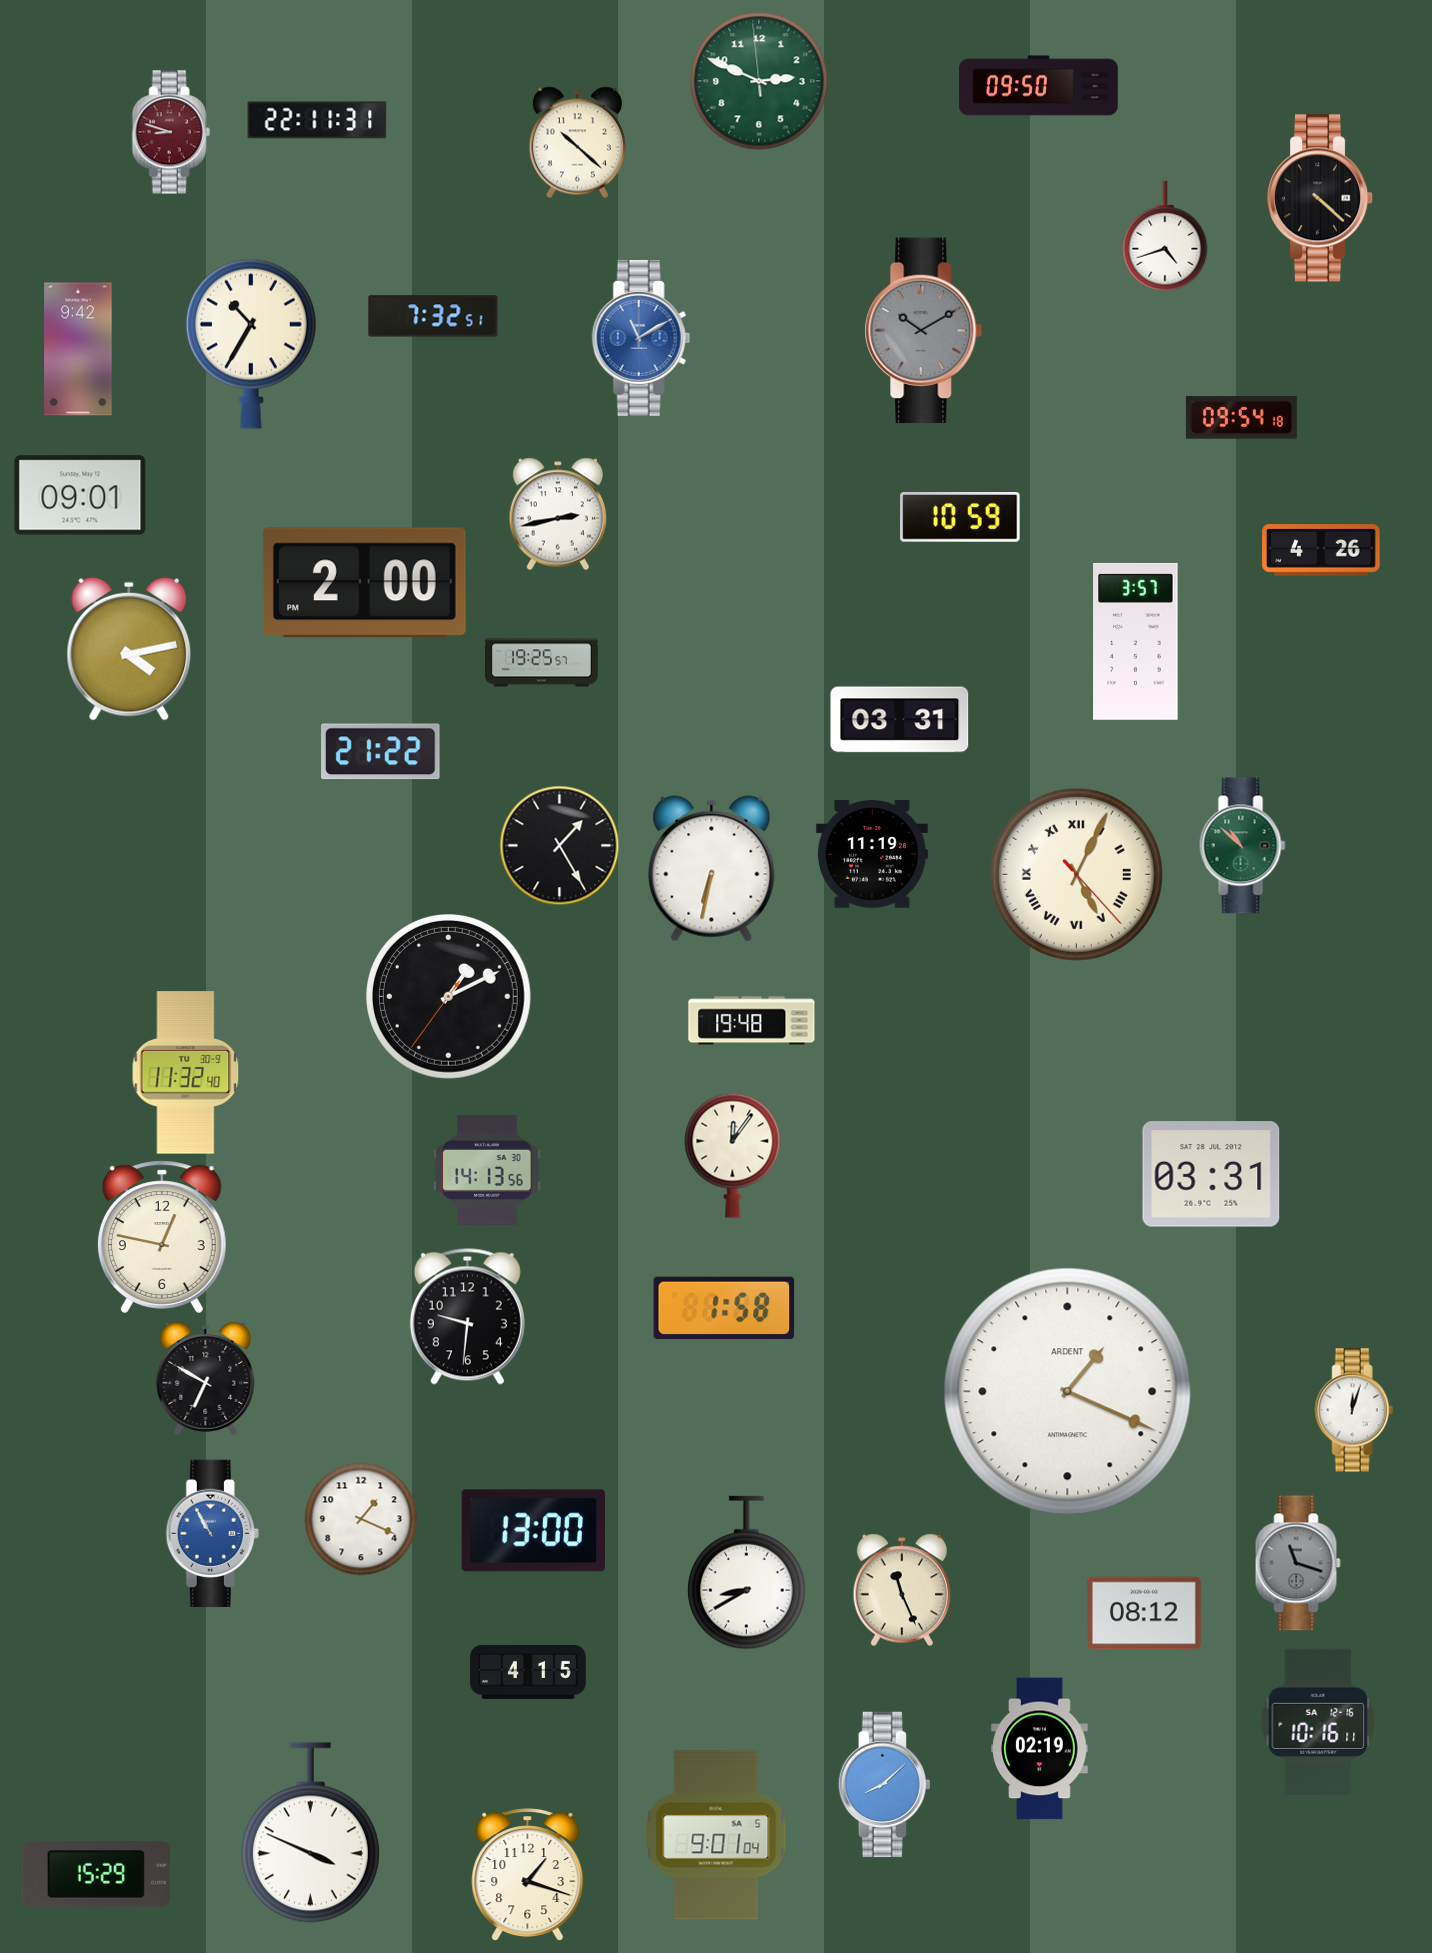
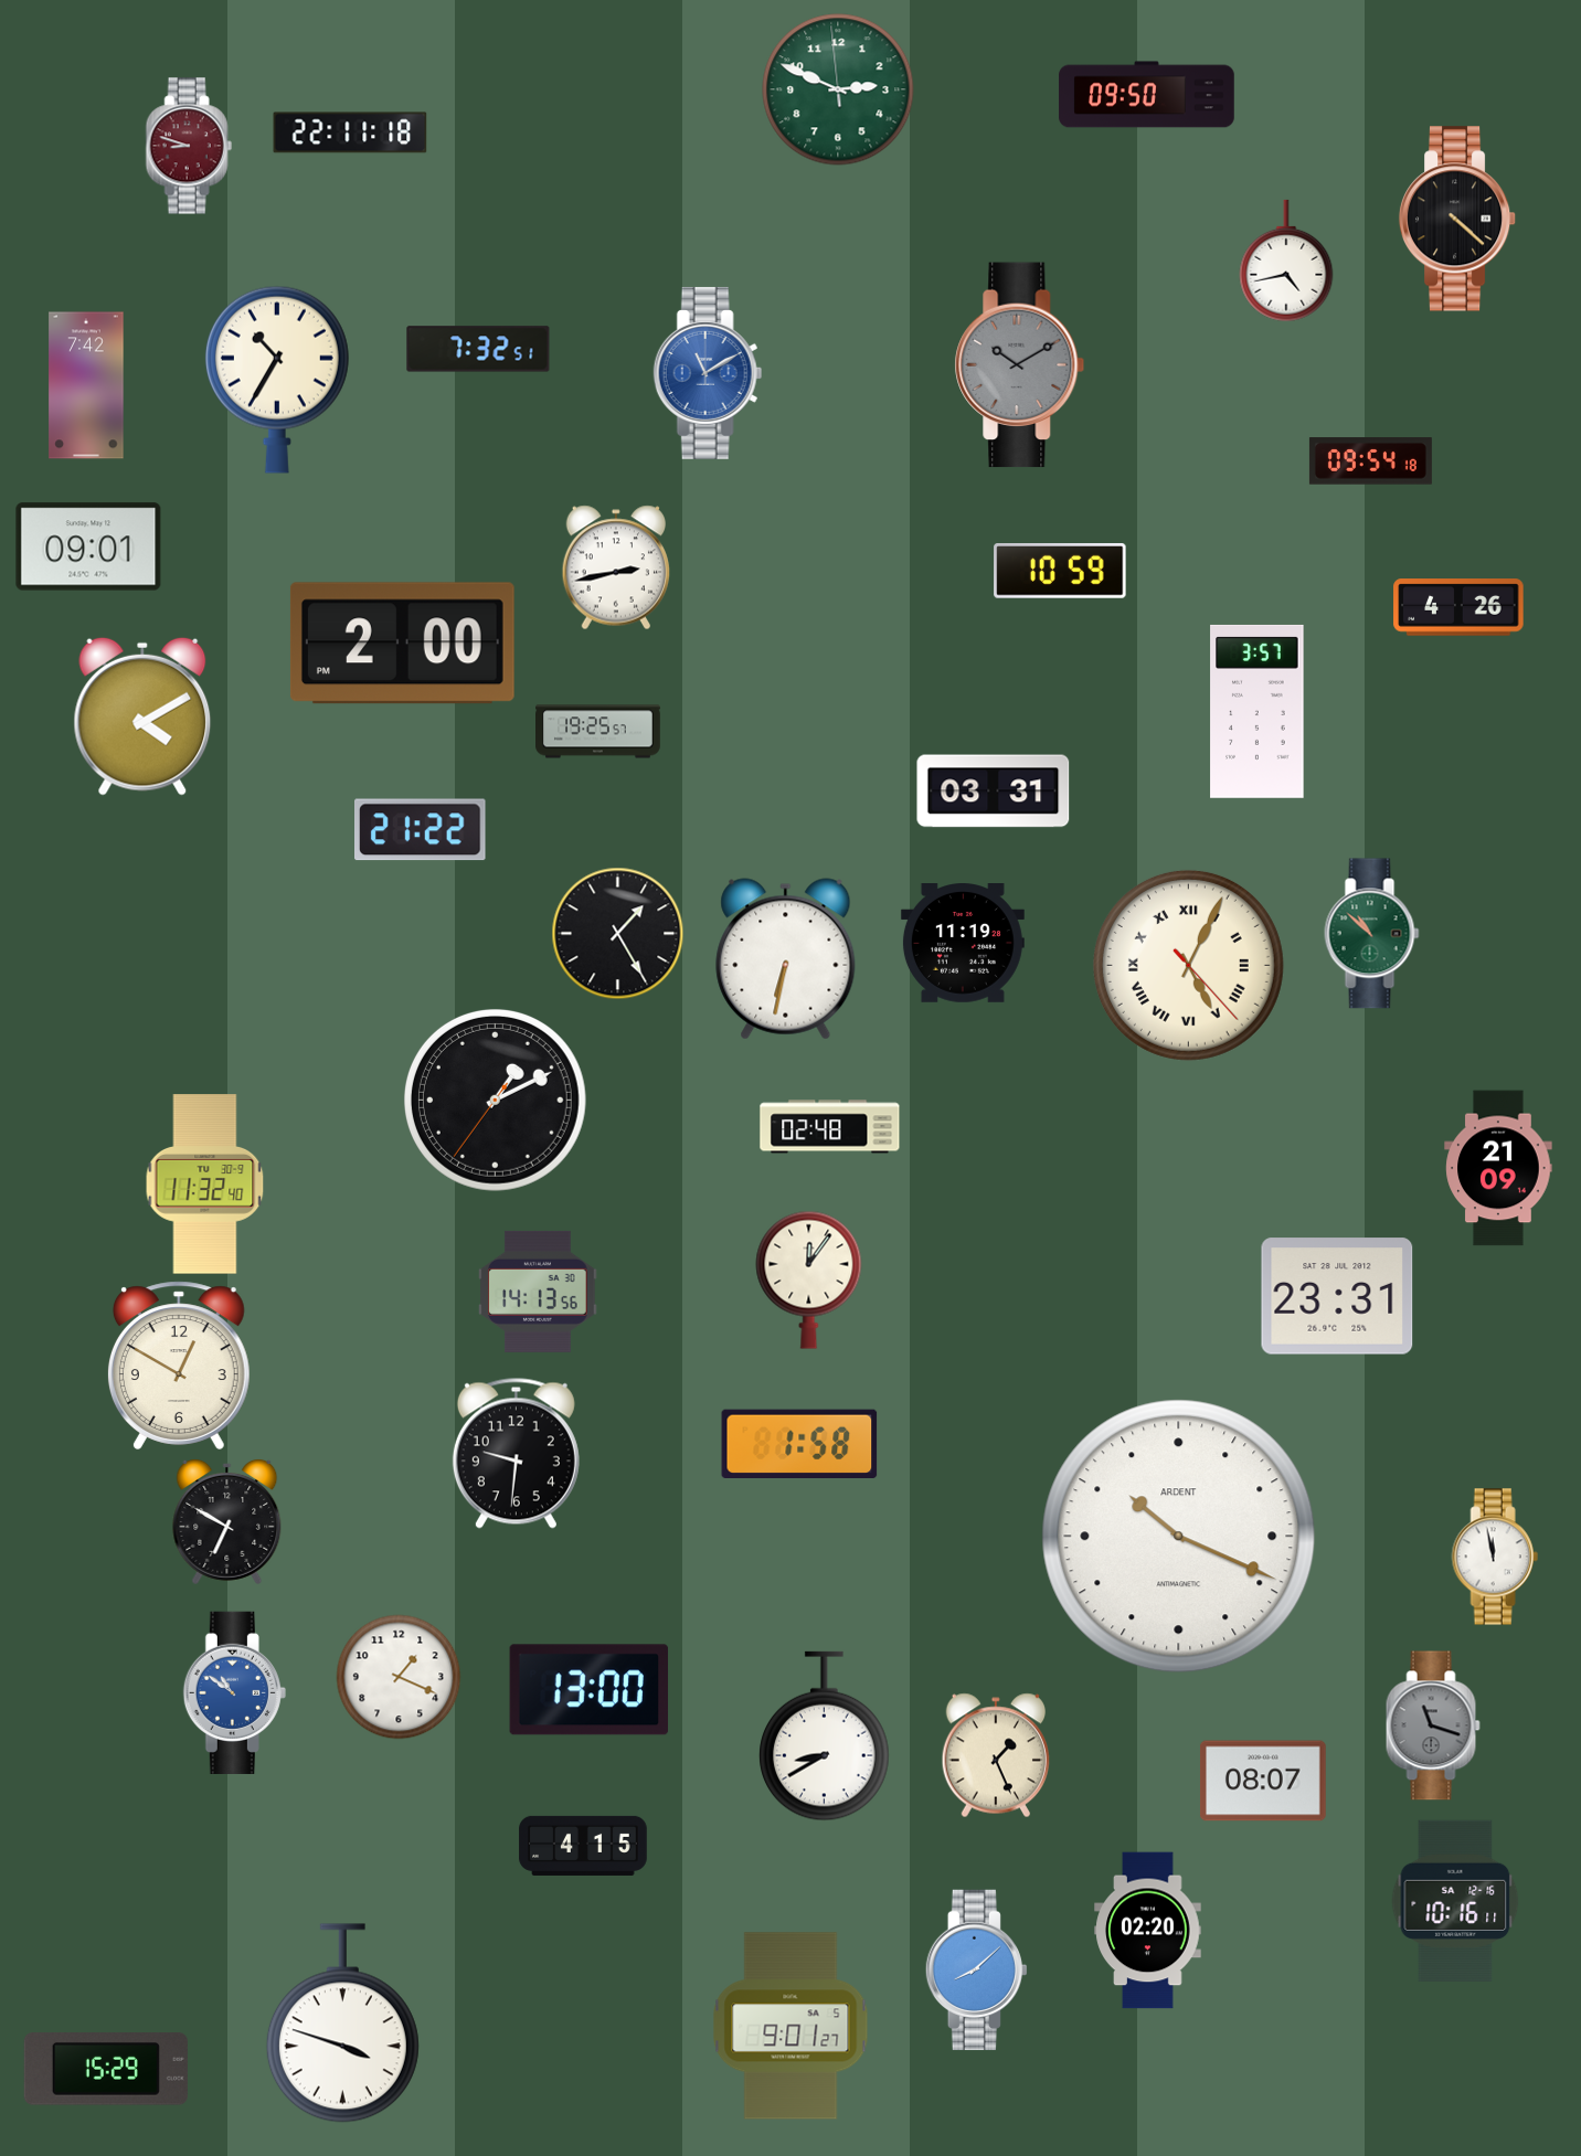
clock at (317, 120): 22:11:31 -> 22:11:18
clock at (577, 143): 10:22 -> none
clock at (1165, 236): 4:42 -> 4:43
clock at (78, 349): 9:42 -> 7:42
clock at (1136, 641) position: (1136, 641) -> (1258, 711)
clock at (129, 649): 4:13 -> 4:10
clock at (900, 720) position: (900, 720) -> (994, 792)
clock at (752, 1021): 19:48 -> 02:48
clock at (1498, 1168): none -> 21:09
clock at (733, 1155) position: (733, 1155) -> (809, 1279)
clock at (1211, 1174): 03:31 -> 23:31
clock at (162, 1237): 12:47 -> 12:50
clock at (1068, 1392): 1:19 -> 10:19
clock at (1354, 1410): 12:03 -> 11:58
clock at (212, 1533): 10:55 -> 10:51
clock at (902, 1590): 11:26 -> 1:26
clock at (1144, 1613): 08:12 -> 08:07
clock at (1040, 1749): 02:19 -> 02:20
clock at (310, 1833): 3:49 -> 3:48
clock at (716, 1835): 9:01:04 -> 9:01:27
clock at (528, 1875): 1:18 -> none
